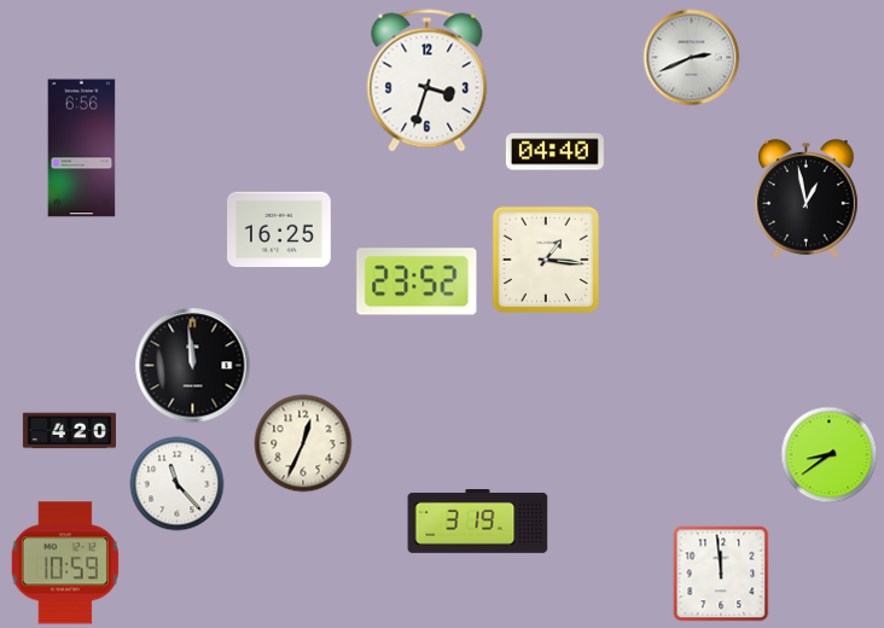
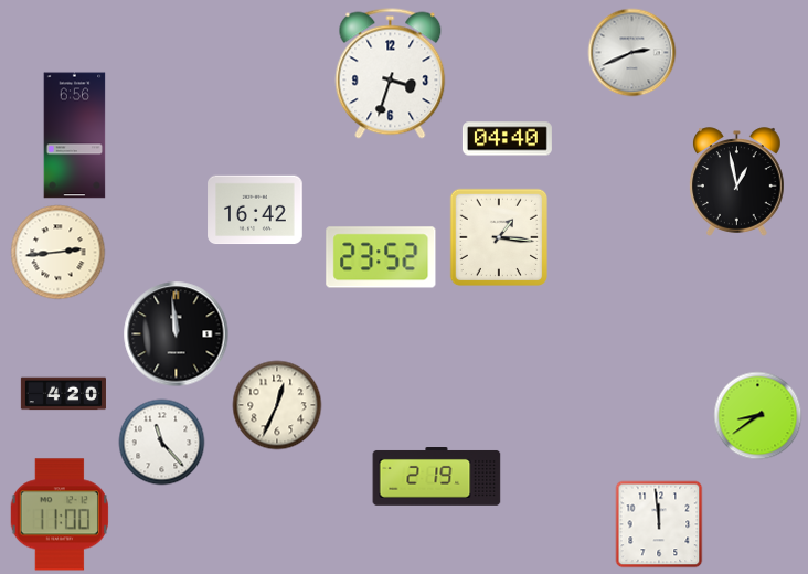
clock at (279, 229): 16:25 -> 16:42
clock at (57, 252): none -> 2:44
clock at (478, 522): 3:19 -> 2:19
clock at (64, 563): 10:59 -> 11:00
